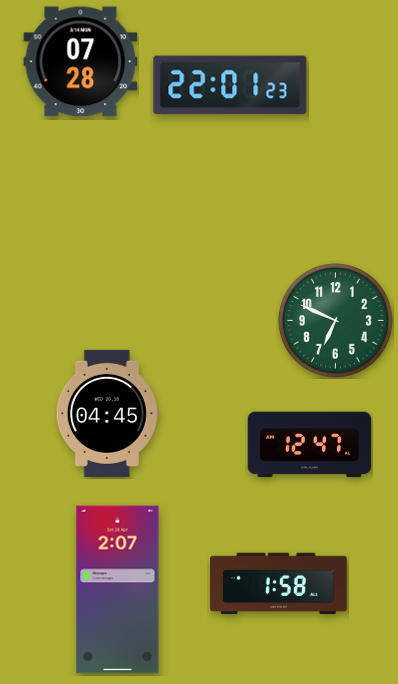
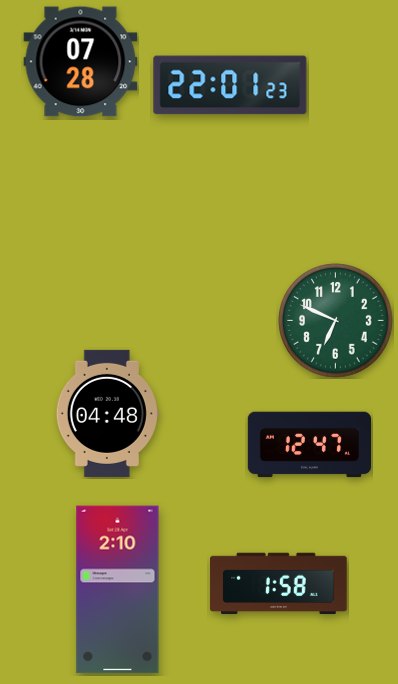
clock at (107, 413): 04:45 -> 04:48
clock at (118, 590): 2:07 -> 2:10
